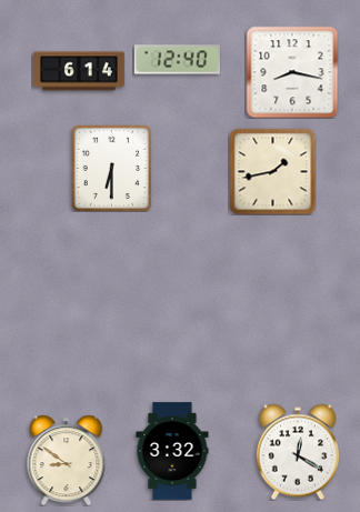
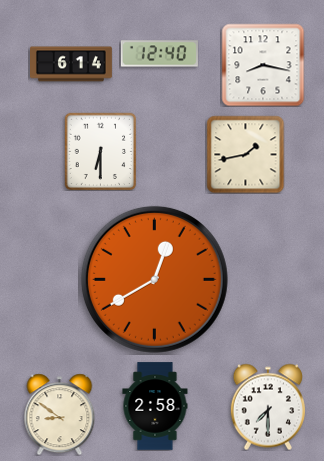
clock at (154, 279): none -> 12:40
clock at (172, 451): 3:32 -> 2:58
clock at (298, 452): 12:20 -> 7:30
